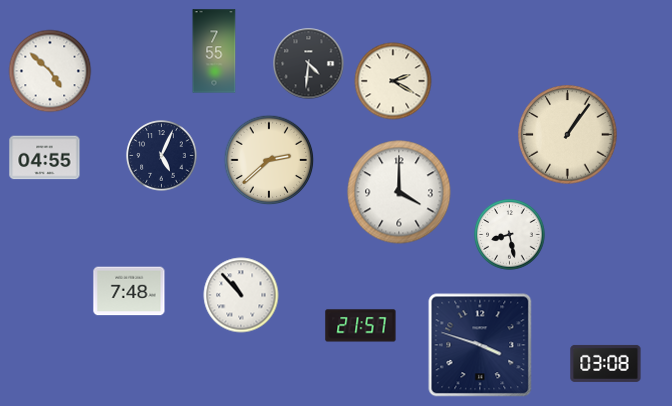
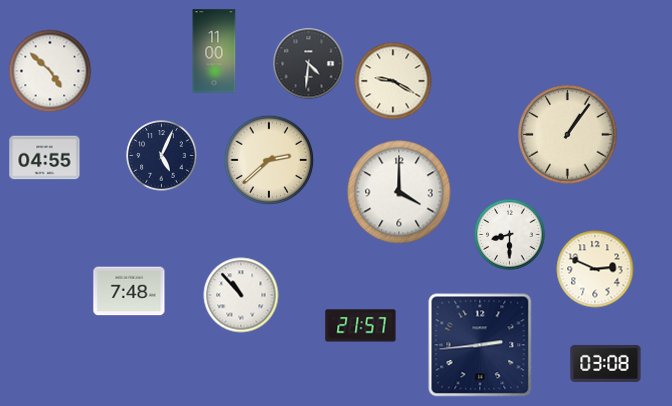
clock at (214, 51): 7:55 -> 11:00
clock at (393, 81): 2:20 -> 9:20
clock at (510, 235): 8:28 -> 8:30
clock at (595, 269): none -> 2:49
clock at (480, 345): 3:48 -> 2:44
